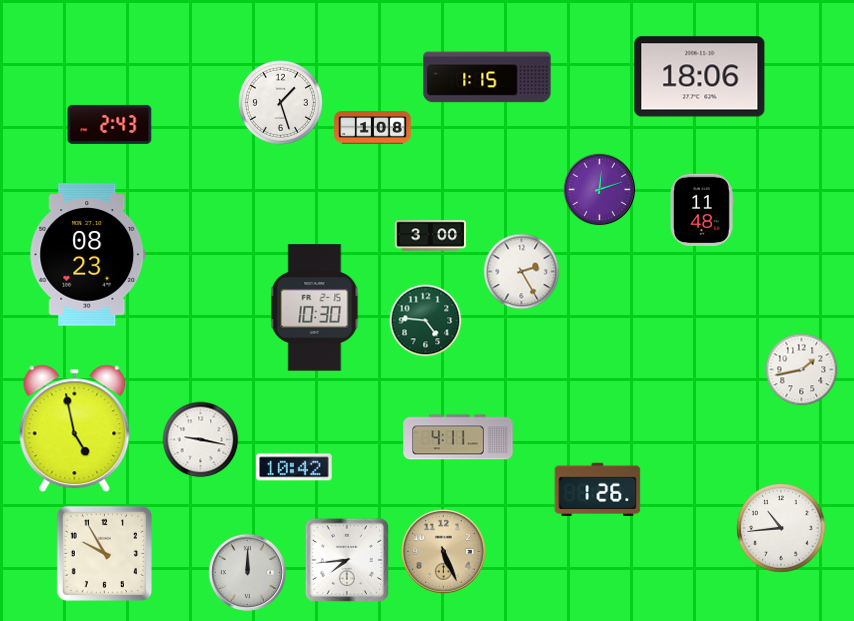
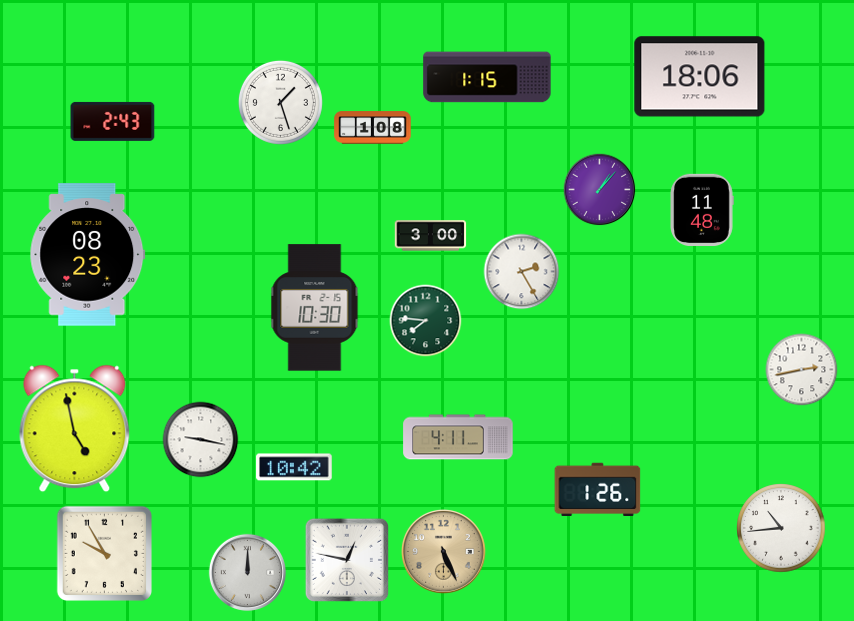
clock at (110, 124) position: (110, 124) -> (113, 121)
clock at (600, 190): 12:12 -> 1:07
clock at (426, 321): 4:46 -> 7:46
clock at (802, 370): 1:43 -> 2:43
clock at (347, 559): 7:44 -> 12:47
